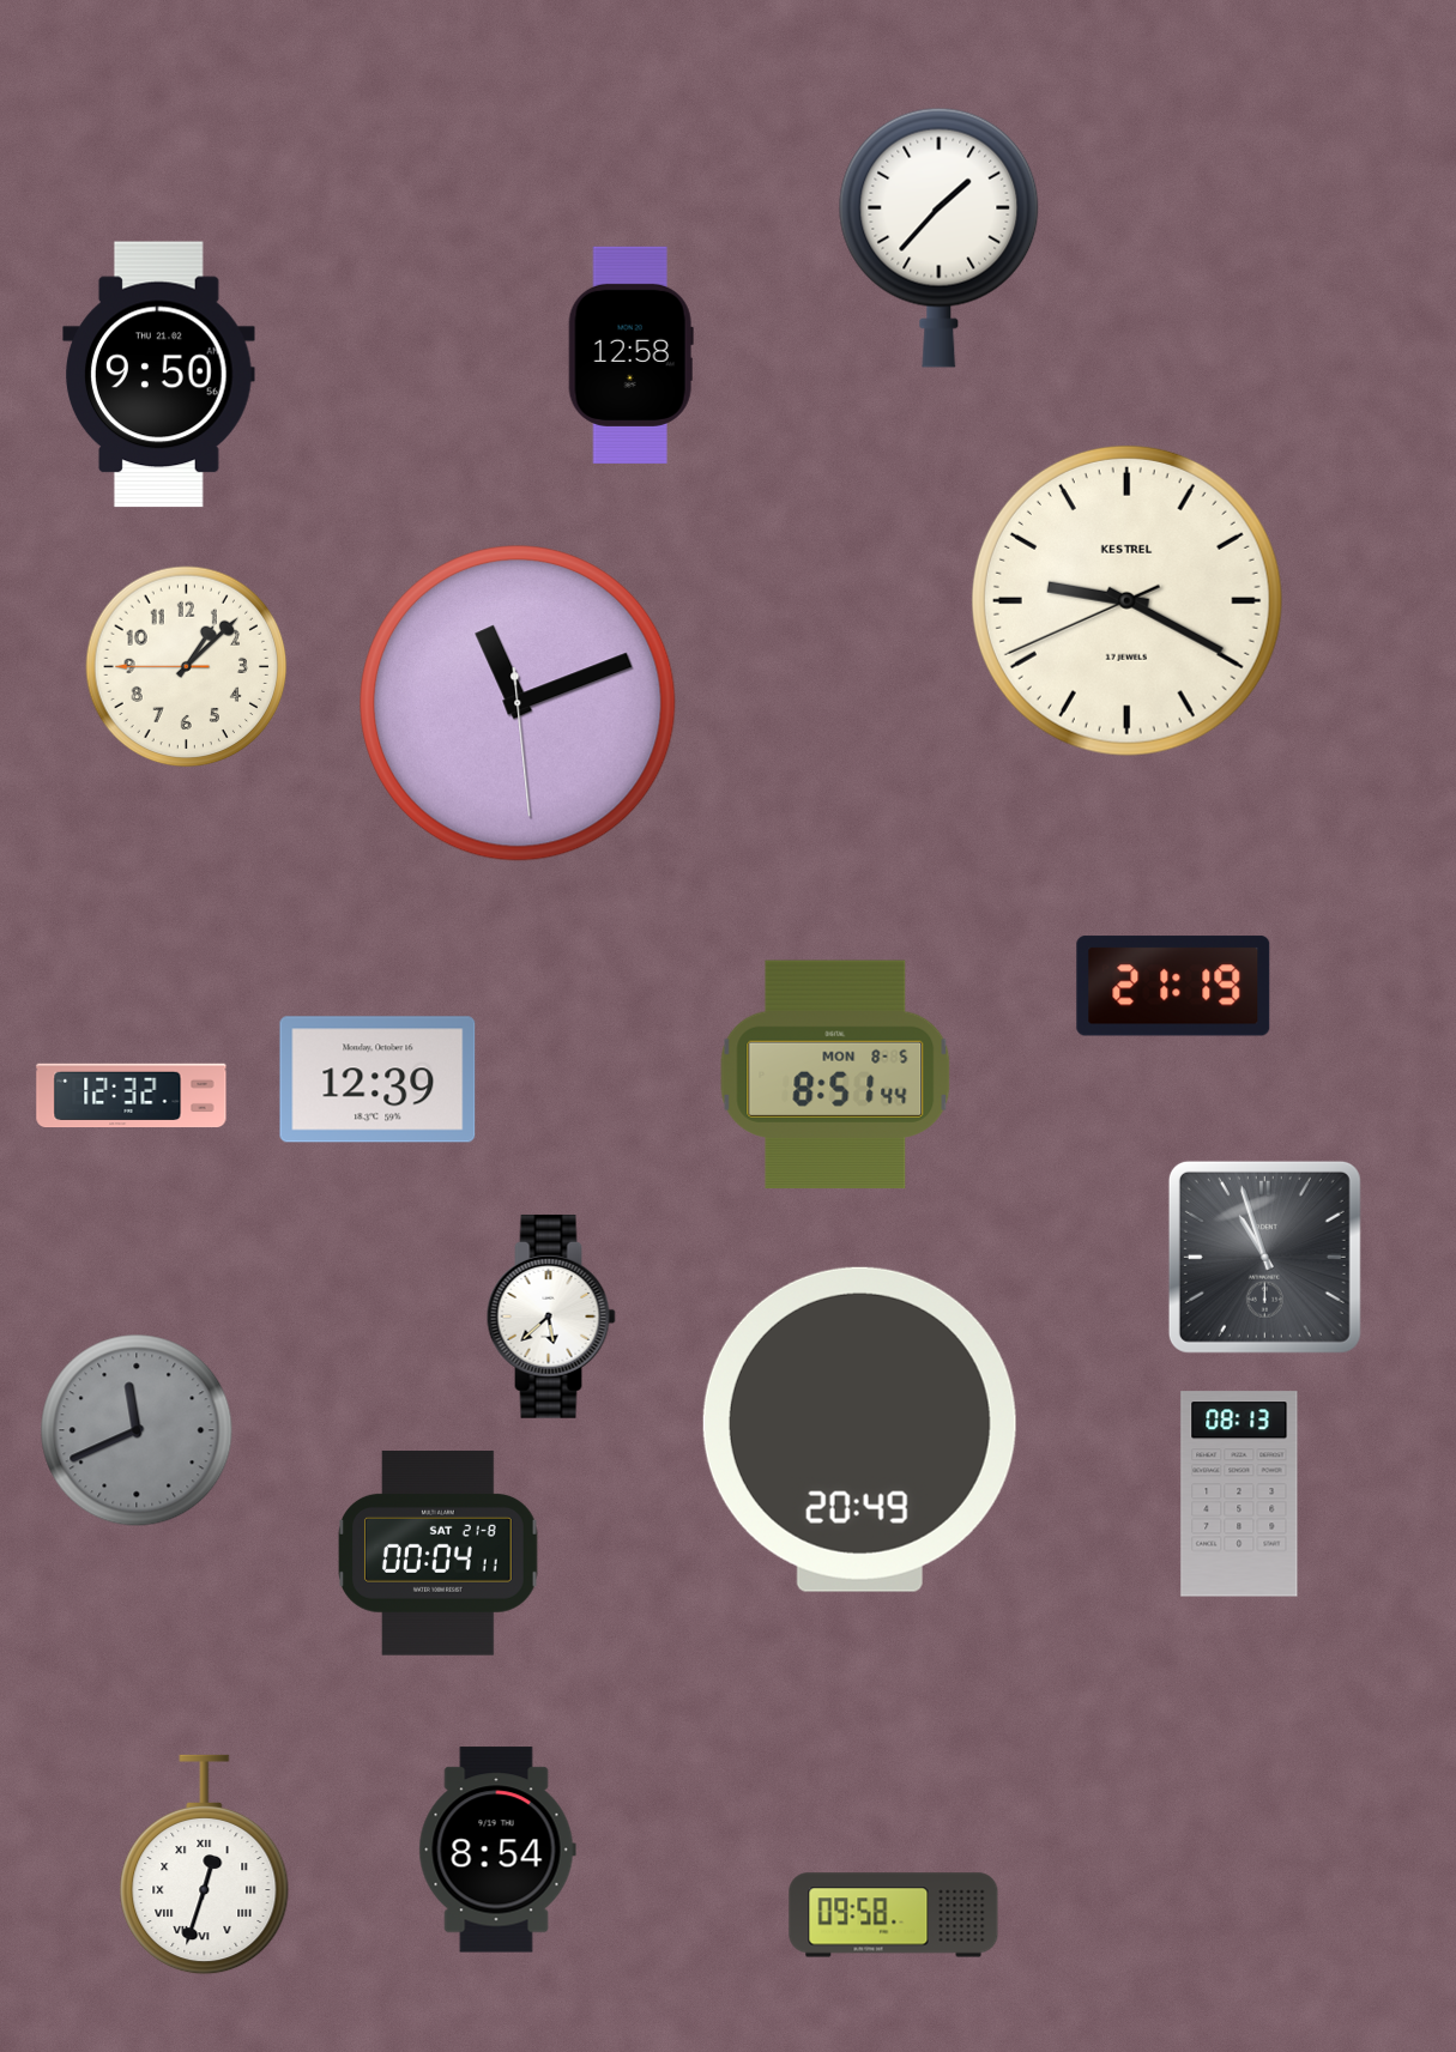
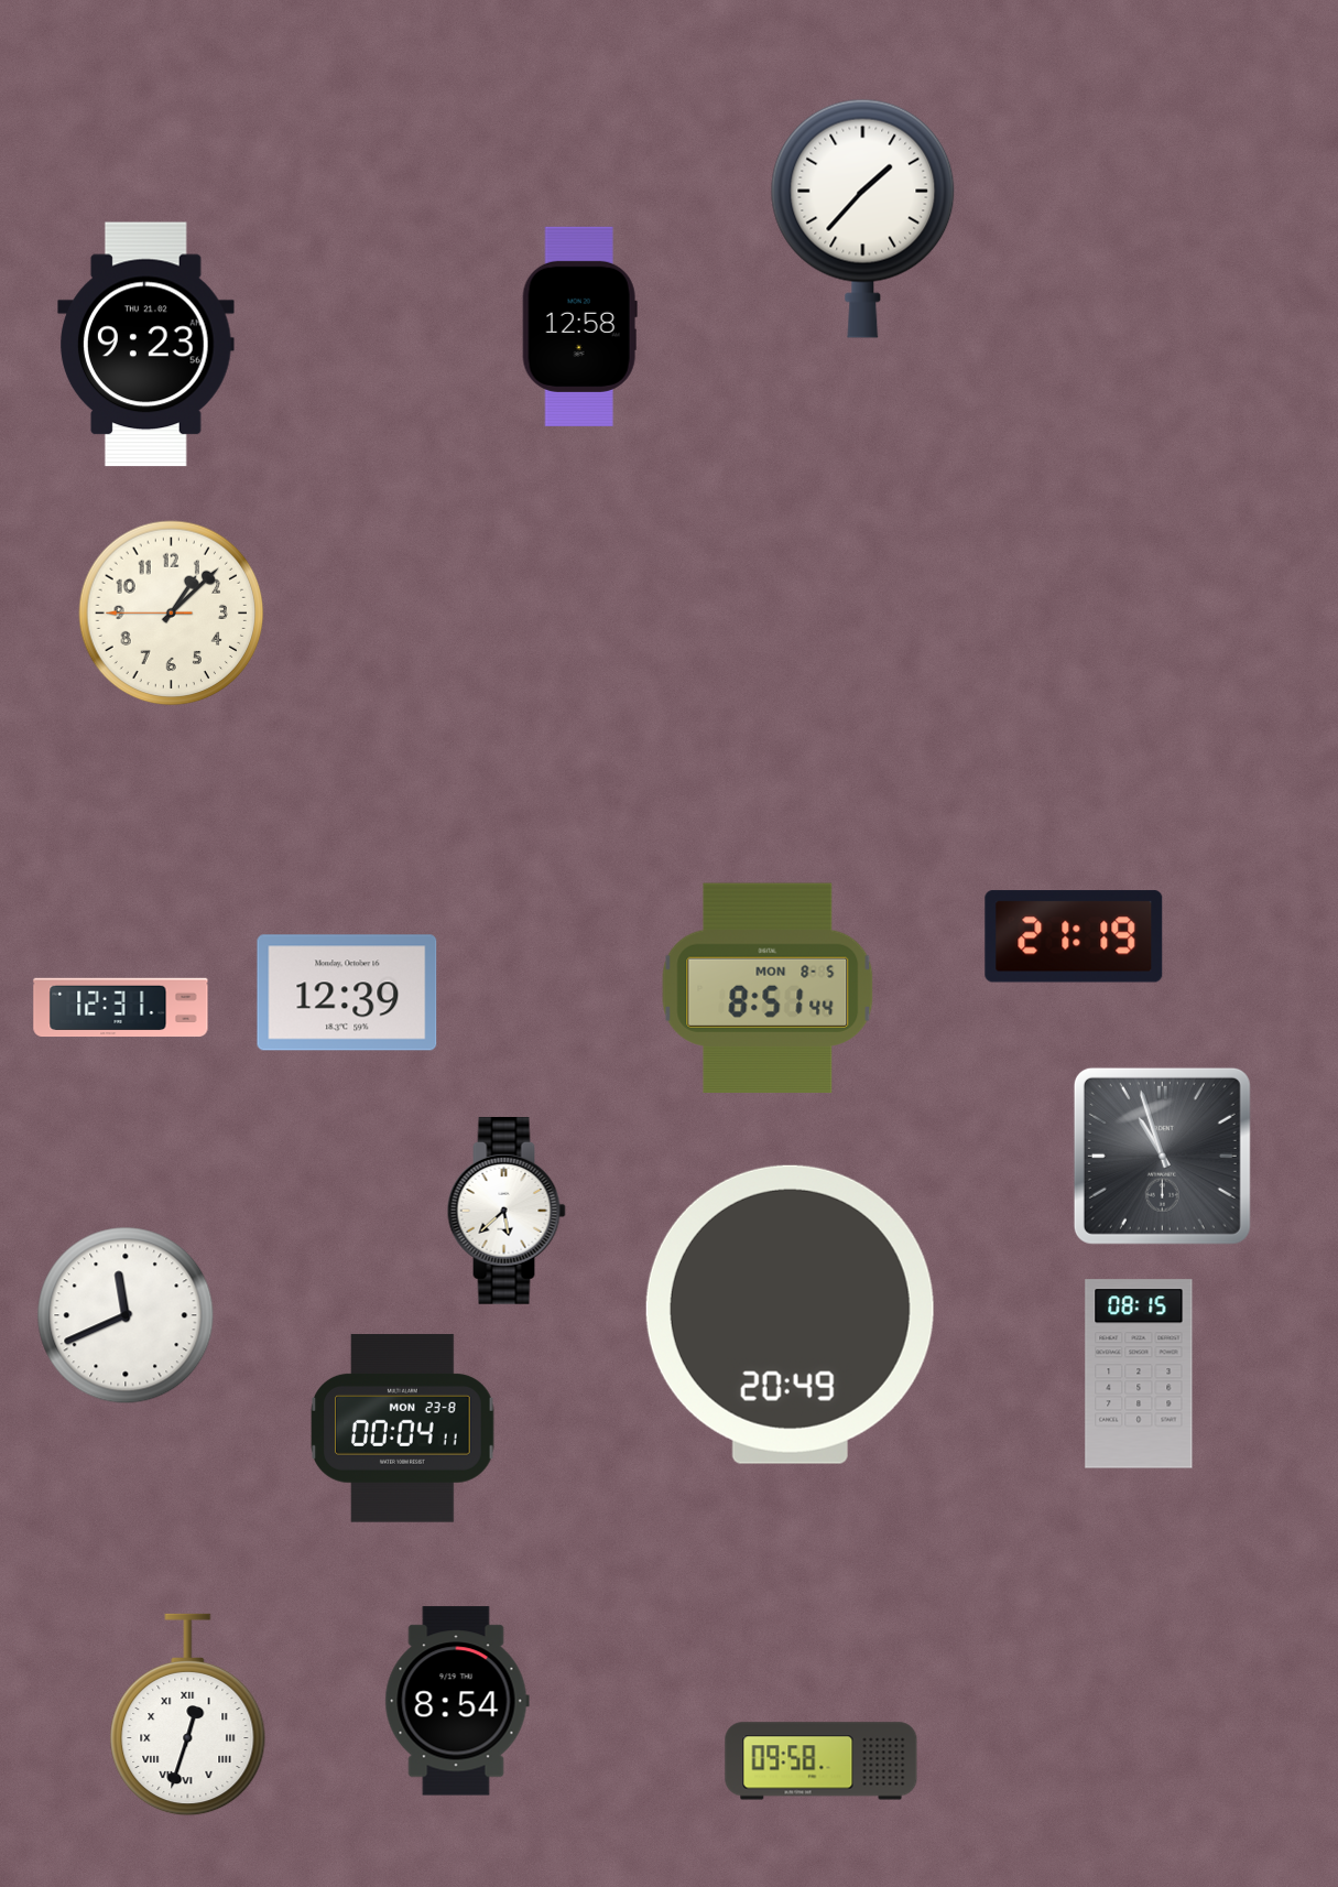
clock at (159, 375): 9:50 -> 9:23
clock at (1126, 600): 9:19 -> none
clock at (518, 703): 11:11 -> none
clock at (1173, 986) position: (1173, 986) -> (1074, 936)
clock at (132, 1096): 12:32 -> 12:31
clock at (137, 1430) dial: grey -> white
clock at (1239, 1494): 08:13 -> 08:15
clock at (439, 1554) date: SAT 21-8 -> MON 23-8
